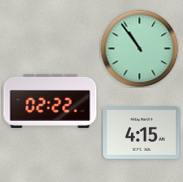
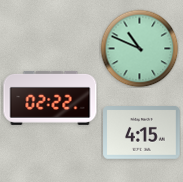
clock at (139, 48): 10:54 -> 10:49
clock at (50, 101) position: (50, 101) -> (50, 98)
